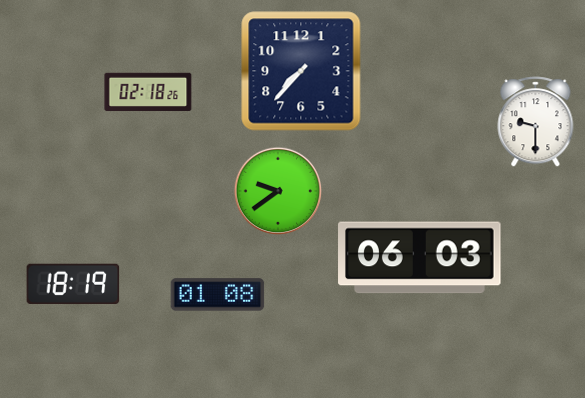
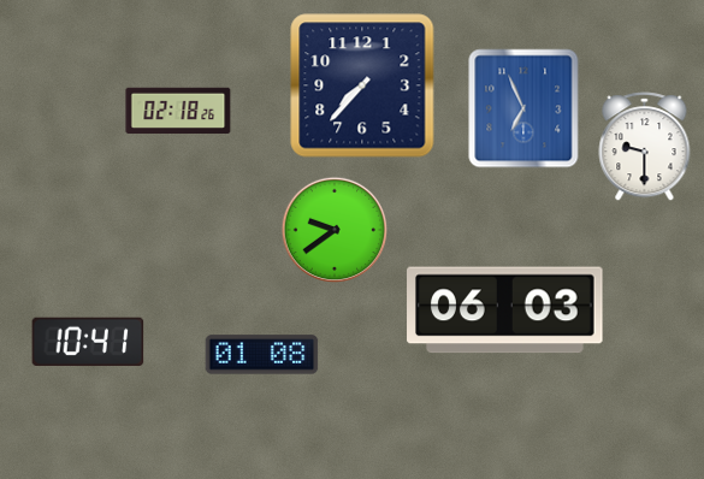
clock at (523, 108): none -> 6:56
clock at (73, 283): 18:19 -> 10:41
